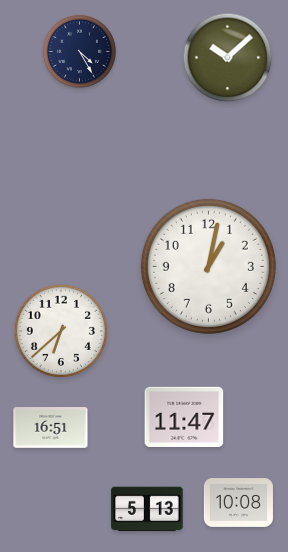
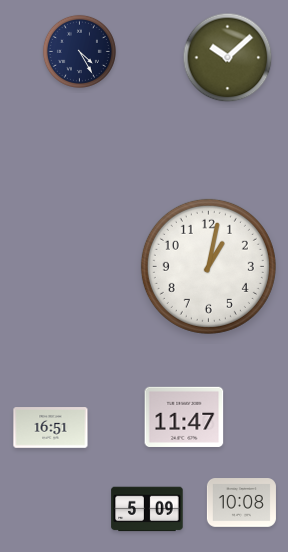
clock at (61, 331): 6:38 -> none
clock at (238, 503) position: (238, 503) -> (241, 503)
clock at (147, 509): 5:13 -> 5:09
